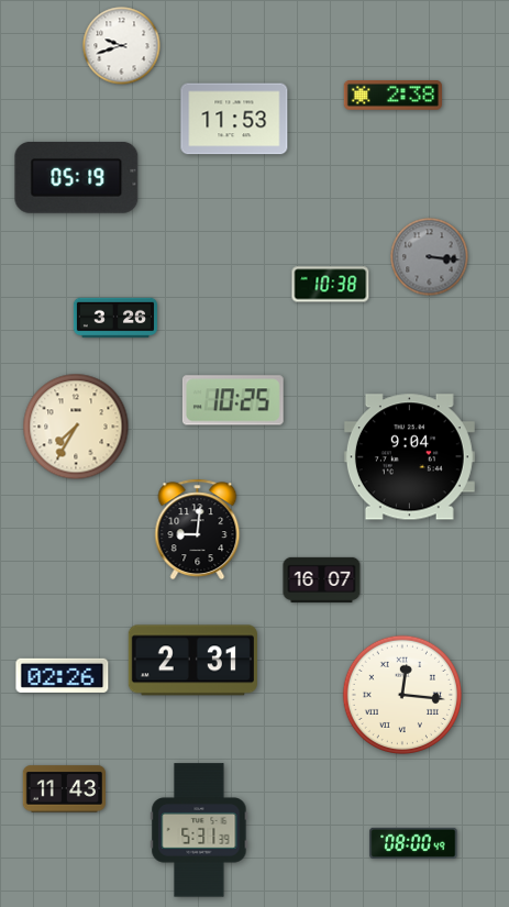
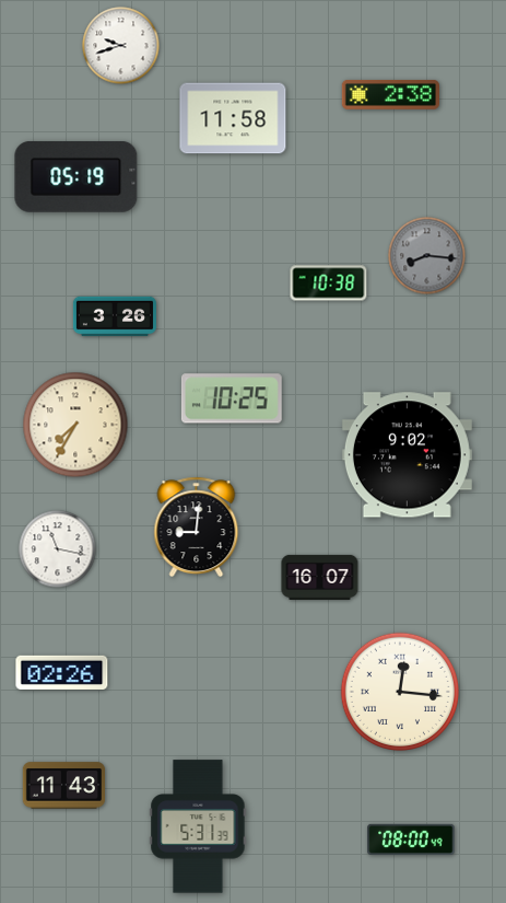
clock at (234, 119): 11:53 -> 11:58
clock at (430, 257): 3:16 -> 8:16
clock at (409, 457): 9:04 -> 9:02
clock at (58, 549): none -> 11:17
clock at (192, 661): 2:31 -> none
